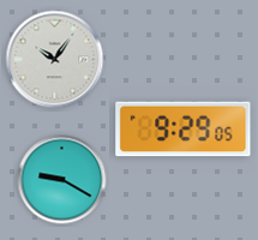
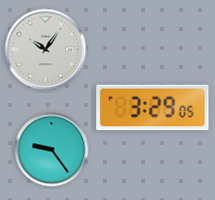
clock at (184, 130): 9:29 -> 3:29
clock at (62, 180): 9:20 -> 9:24
